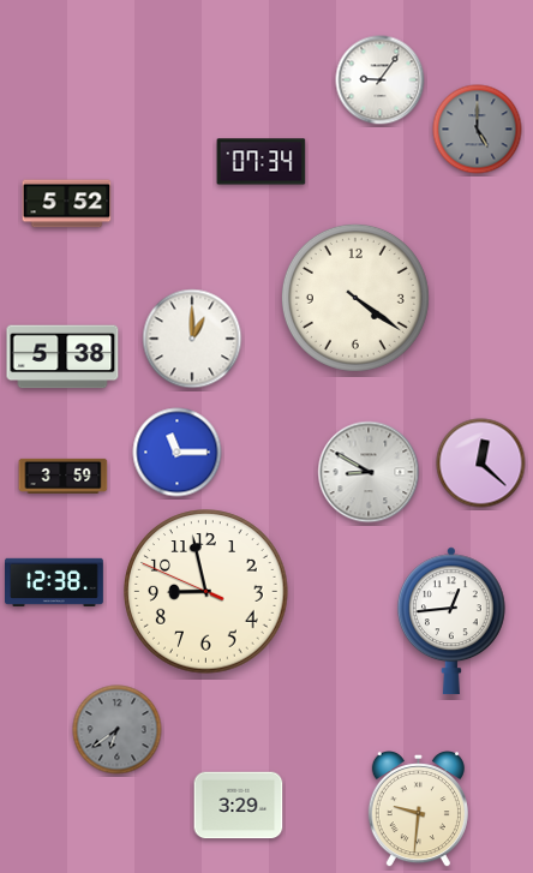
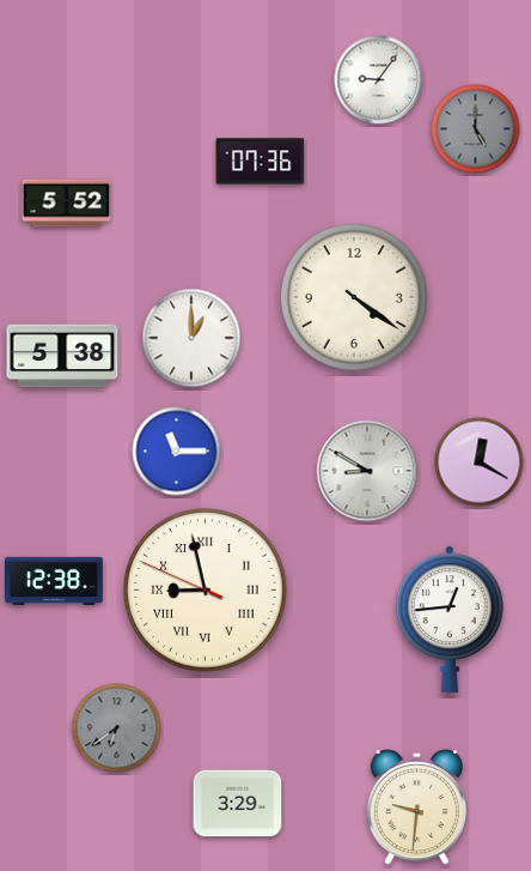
clock at (262, 162): 07:34 -> 07:36
clock at (481, 464): 12:22 -> 12:20
clock at (64, 476): 3:59 -> none
clock at (206, 592) numerals: Arabic -> Roman
